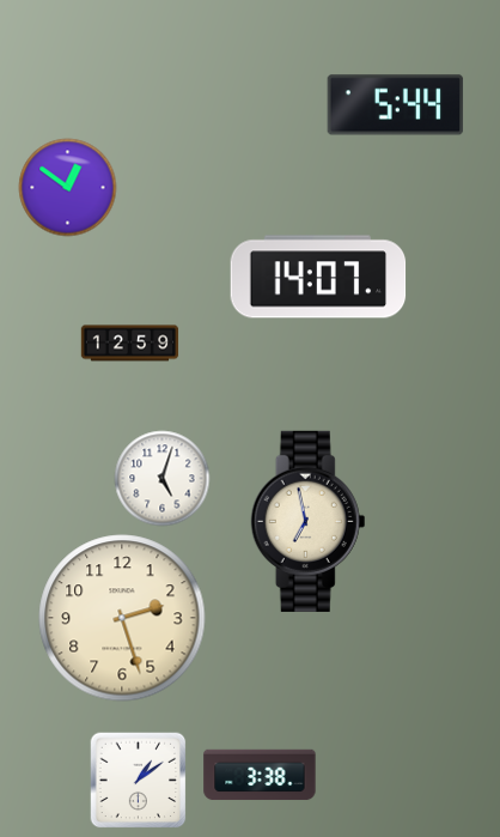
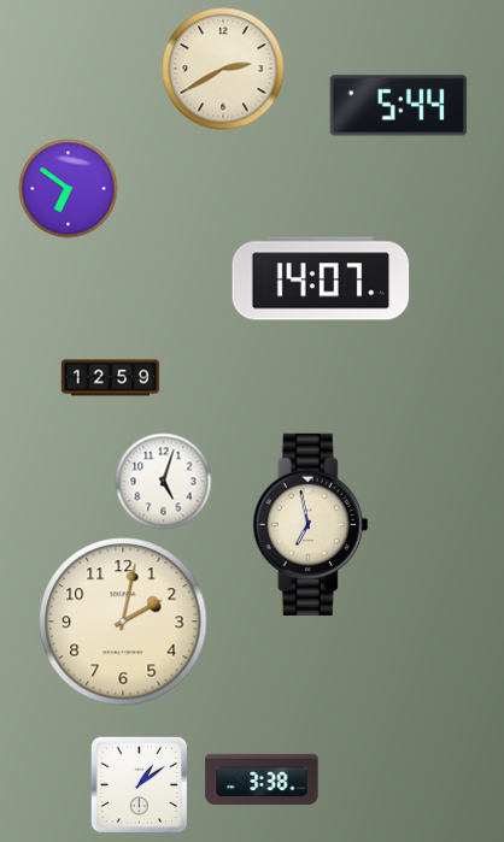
clock at (223, 69): none -> 2:40
clock at (68, 188): 12:51 -> 6:51
clock at (130, 344) position: (130, 344) -> (111, 378)
clock at (122, 618): 2:27 -> 2:02
